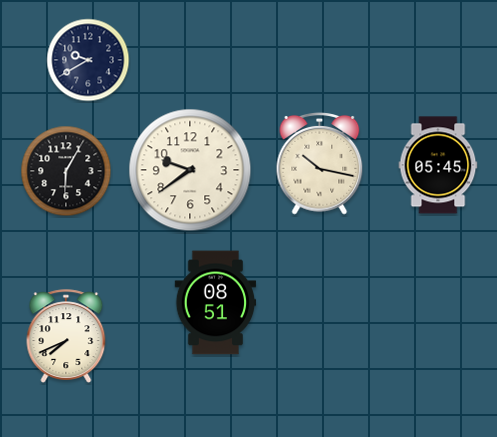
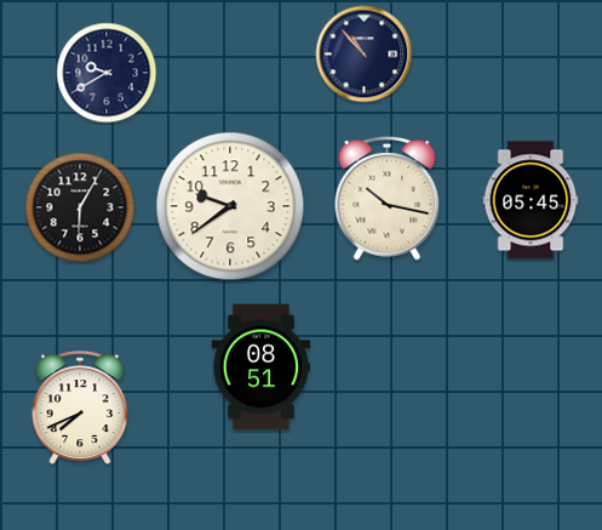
clock at (365, 55): none -> 10:53
